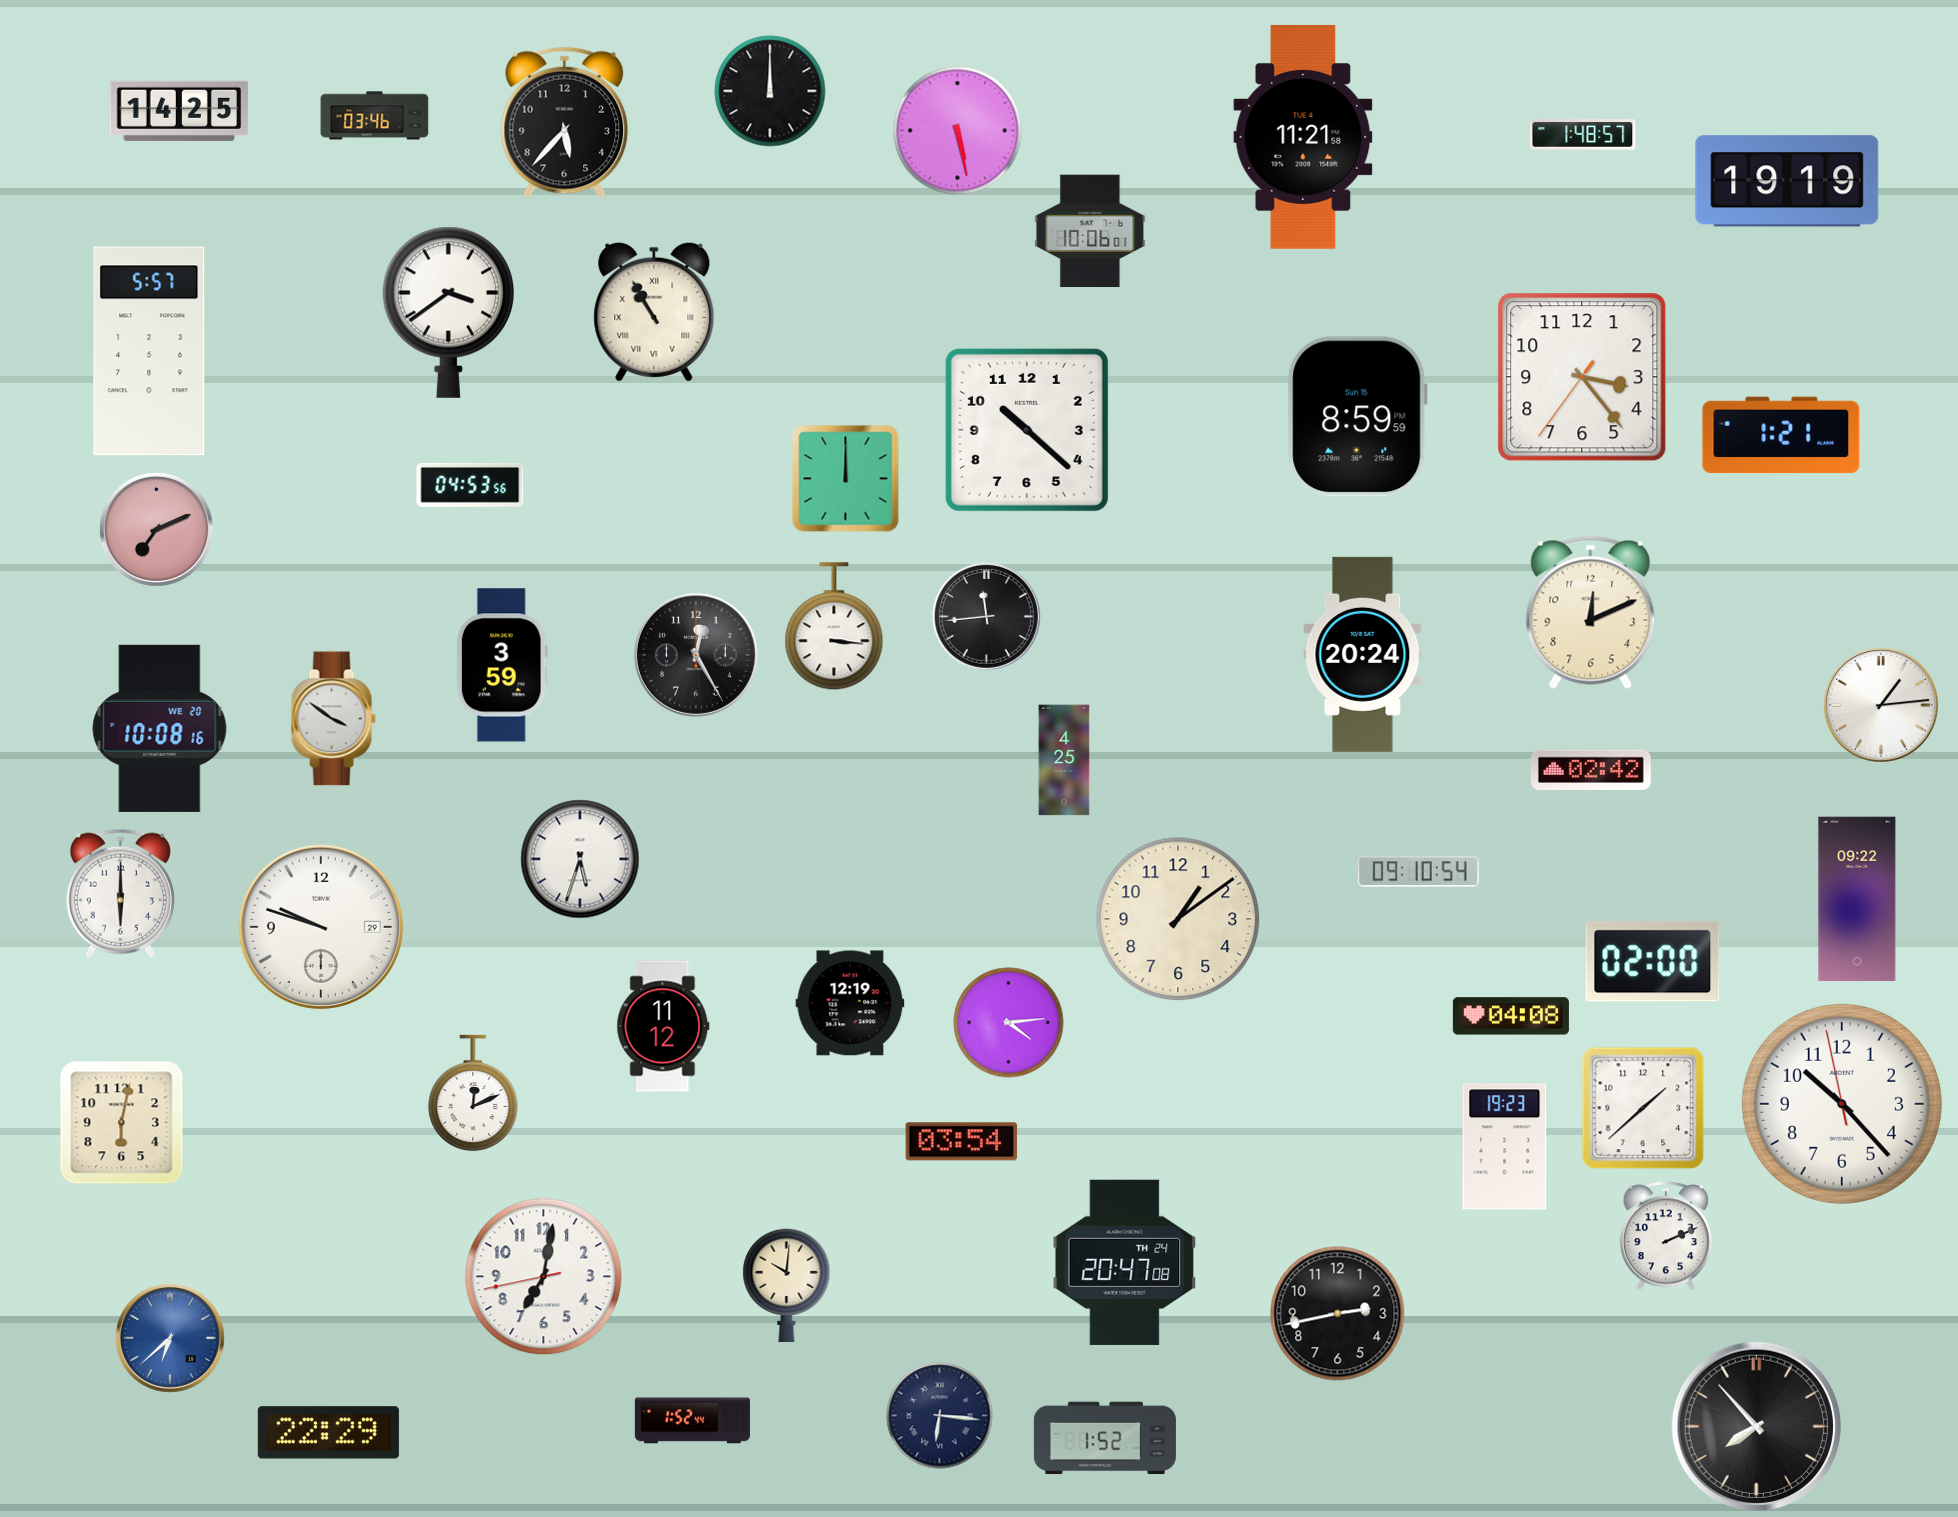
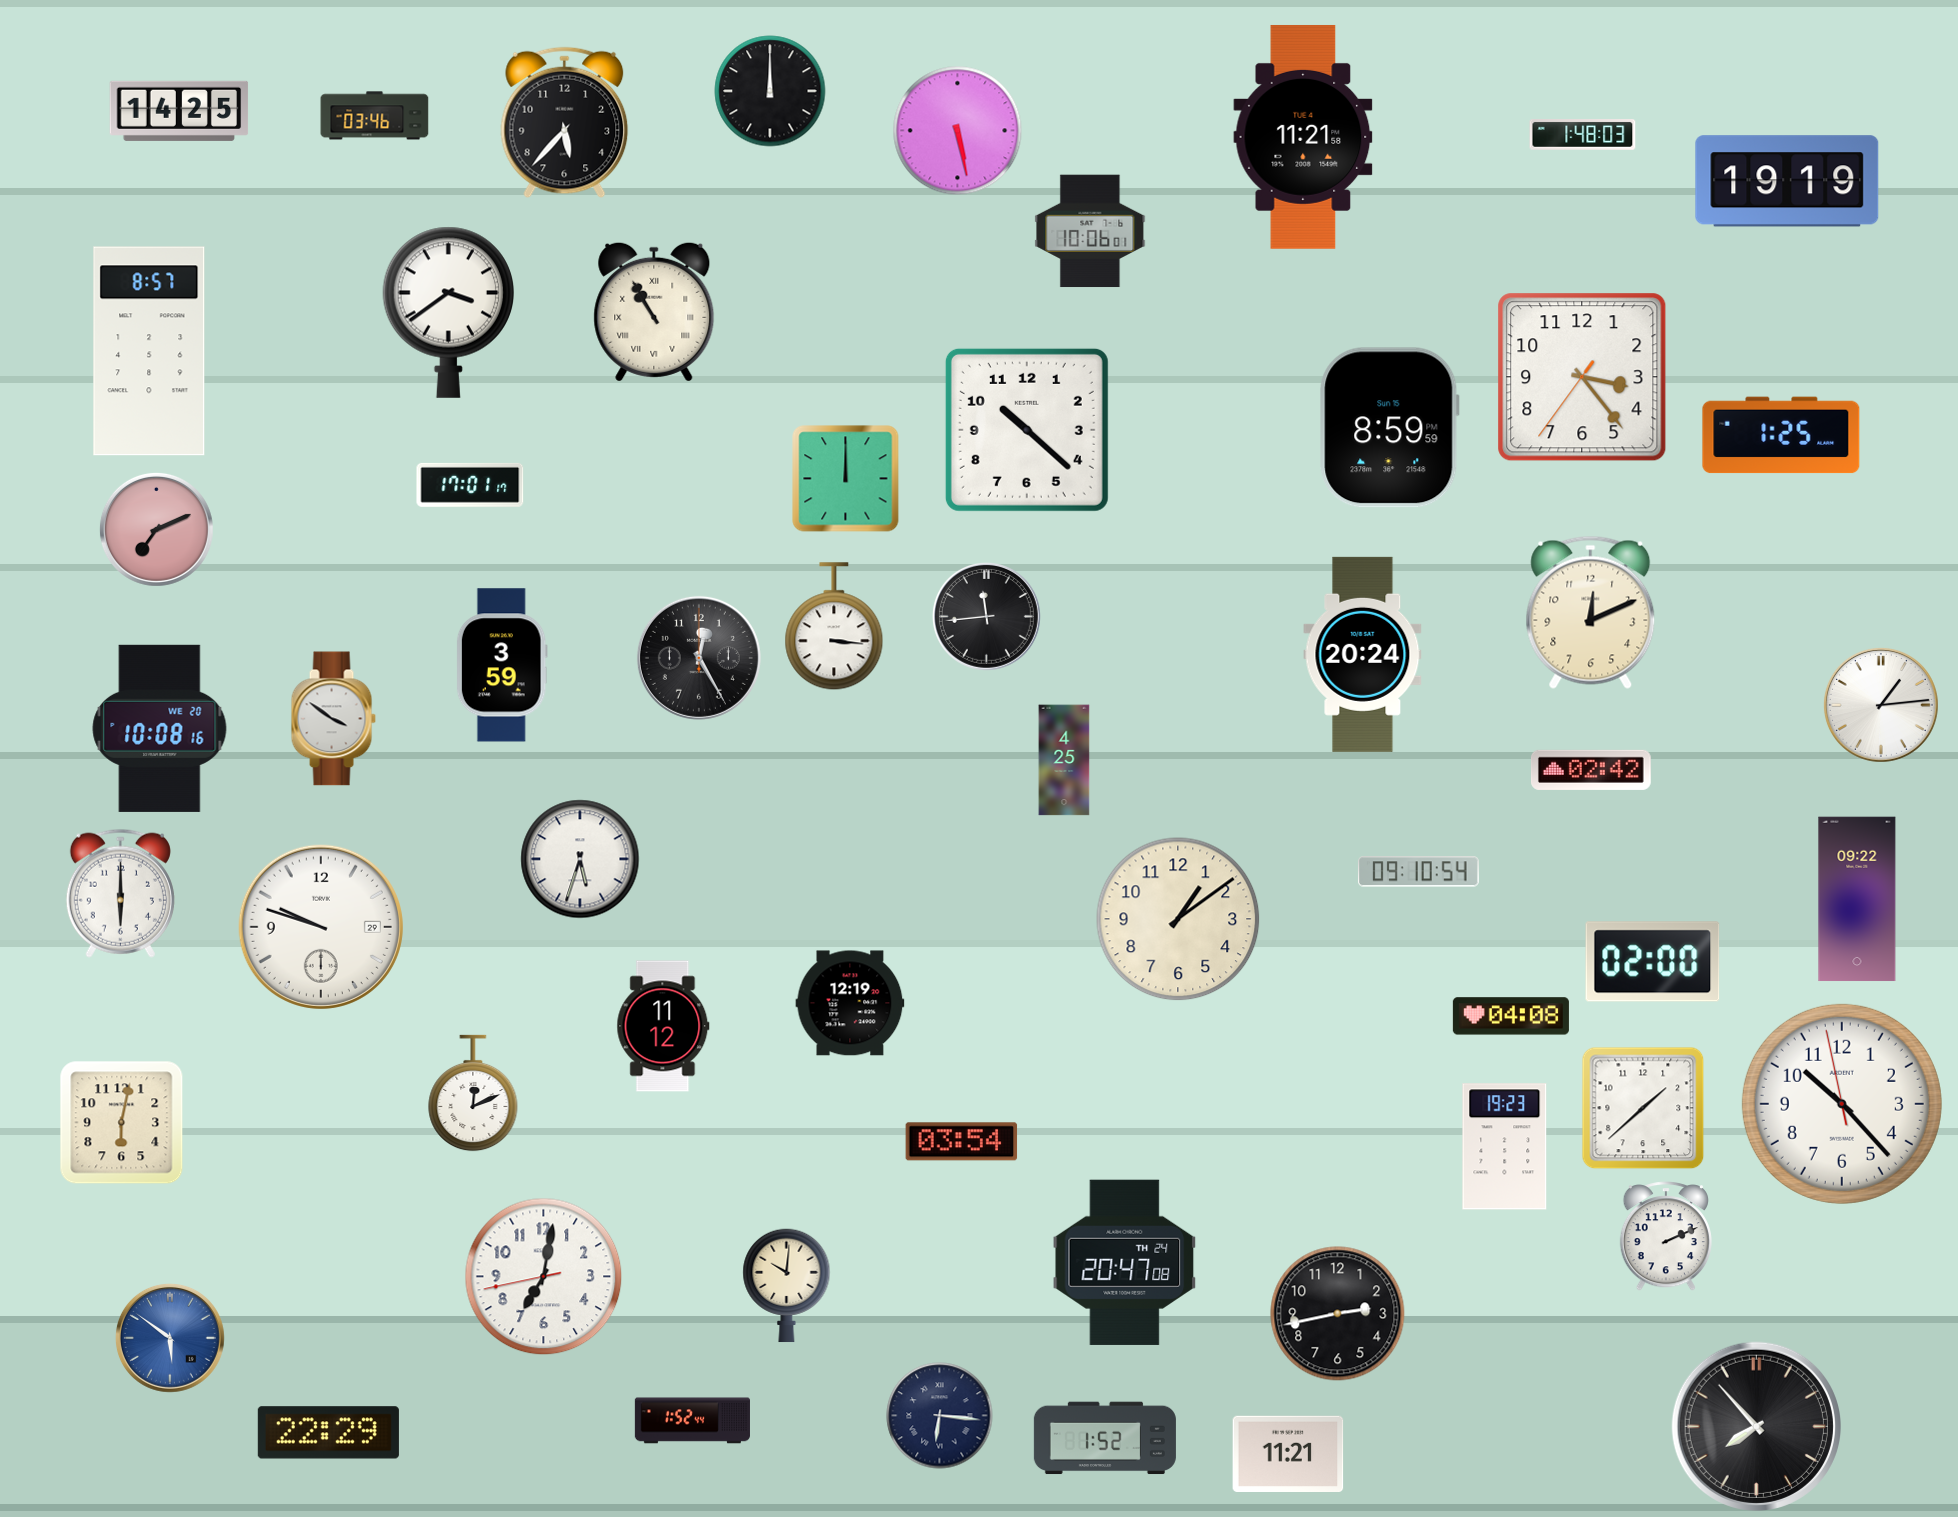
clock at (1583, 135): 1:48:57 -> 1:48:03
clock at (149, 351): 5:57 -> 8:57
clock at (1357, 417) position: (1357, 417) -> (1389, 428)
clock at (1781, 435): 1:21 -> 1:25
clock at (470, 485): 04:53 -> 17:01
clock at (696, 655) position: (696, 655) -> (699, 658)
clock at (1009, 1023): 4:14 -> none
clock at (170, 1338): 6:38 -> 5:51
clock at (1288, 1454): none -> 11:21
